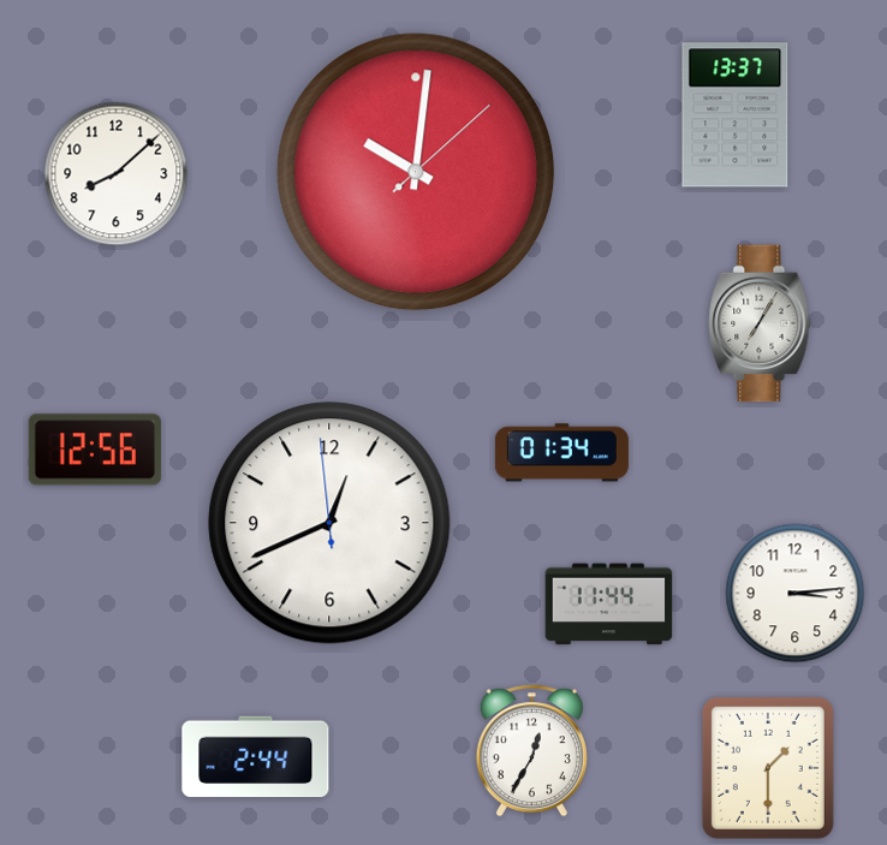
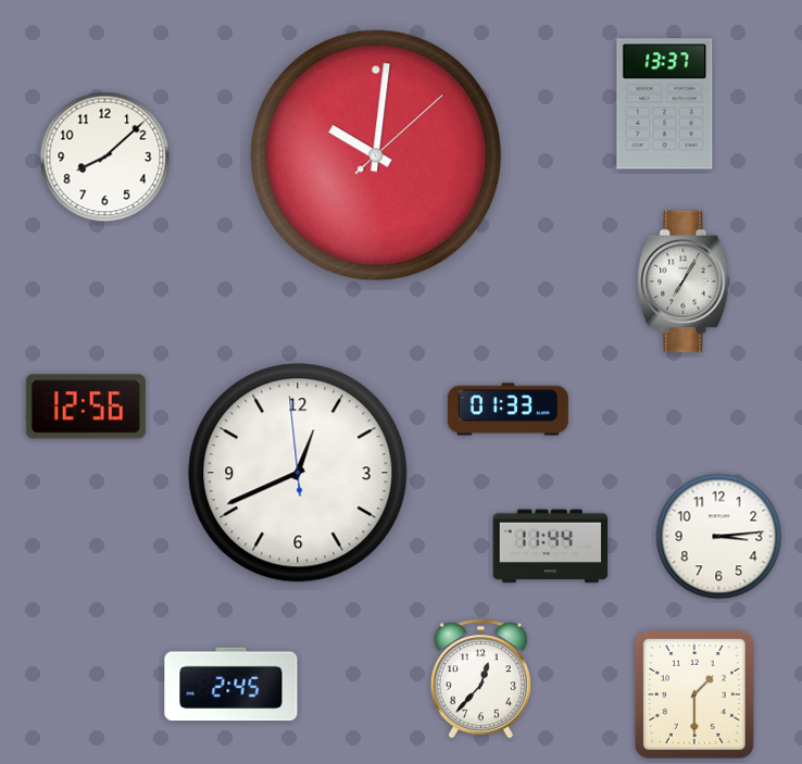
clock at (760, 323) position: (760, 323) -> (684, 281)
clock at (561, 453): 01:34 -> 01:33
clock at (531, 751): 12:35 -> 12:37
clock at (256, 757): 2:44 -> 2:45
